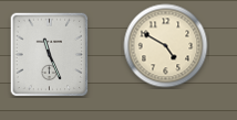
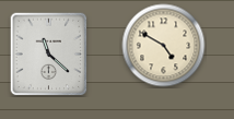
clock at (50, 55): 11:26 -> 11:22
